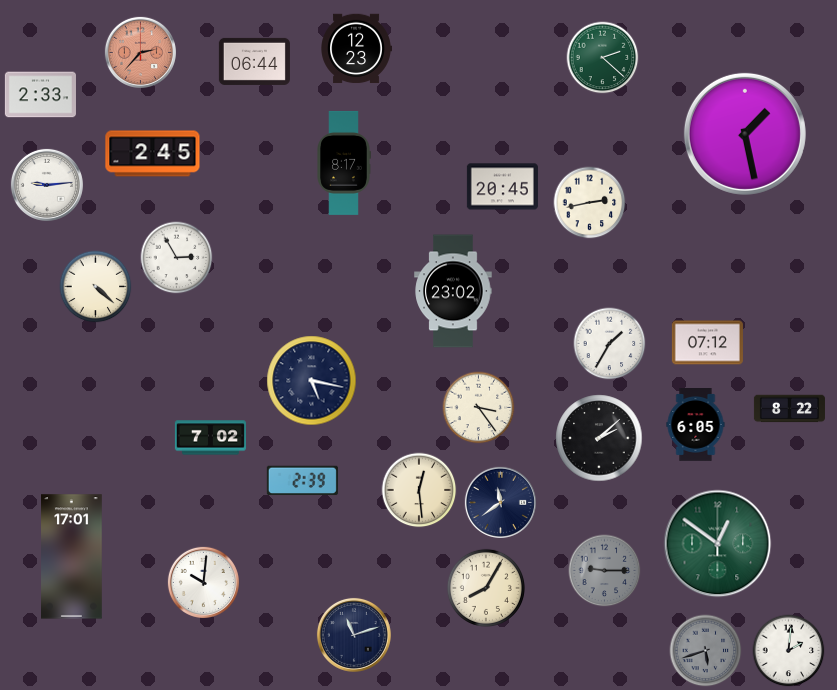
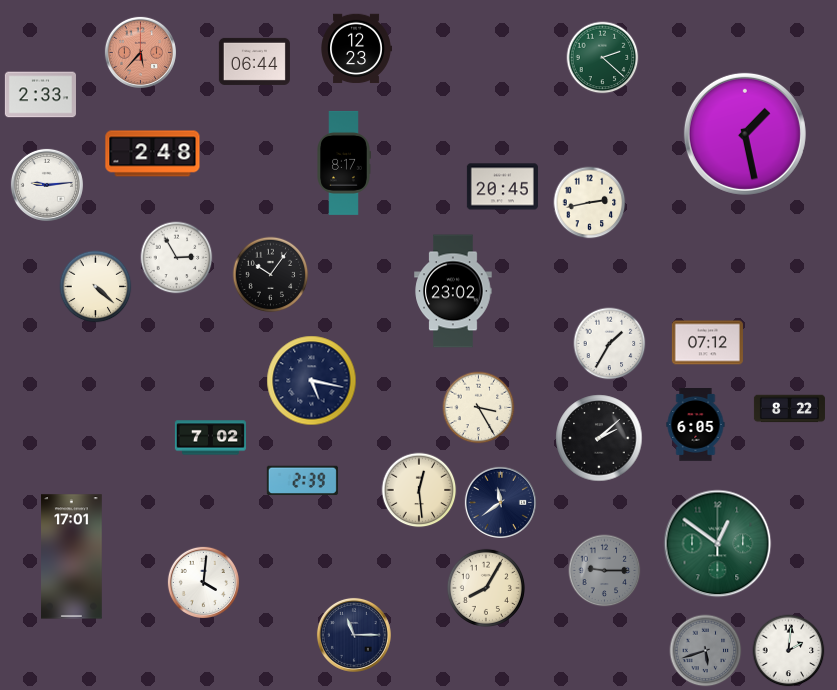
clock at (140, 52): 2:37 -> 5:37
clock at (153, 154): 2:45 -> 2:48
clock at (271, 275): none -> 10:06
clock at (479, 408): 3:24 -> 3:25
clock at (203, 582): 10:01 -> 4:01
clock at (354, 635): 11:12 -> 11:15
